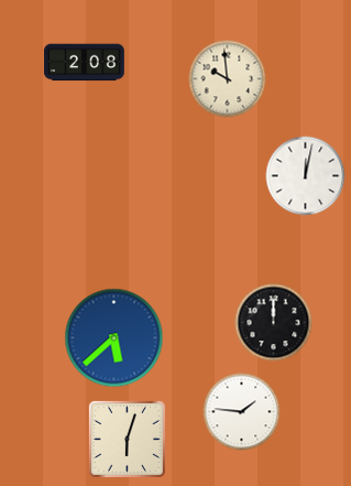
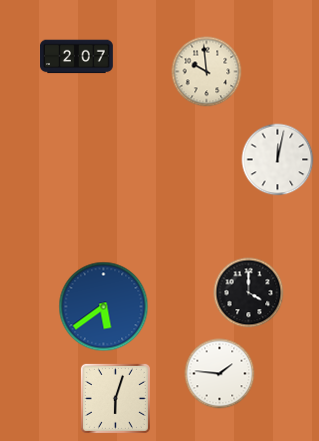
clock at (84, 63): 2:08 -> 2:07
clock at (274, 323): 12:00 -> 4:00
clock at (114, 338): 5:38 -> 5:39
